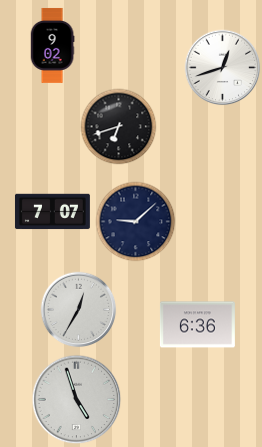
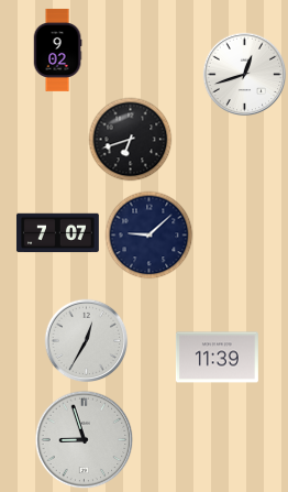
clock at (136, 222) position: (136, 222) -> (149, 236)
clock at (197, 325): 6:36 -> 11:39
clock at (77, 400): 4:57 -> 8:57
